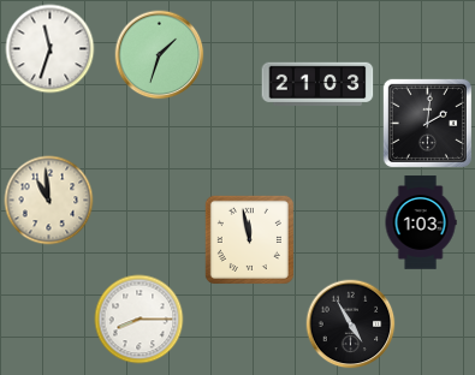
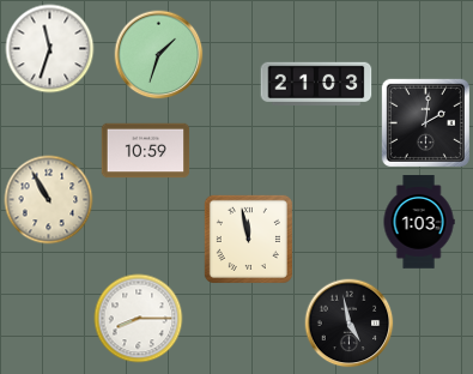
clock at (146, 151): none -> 10:59
clock at (49, 201): 10:59 -> 10:55
clock at (351, 325): 4:55 -> 4:58
